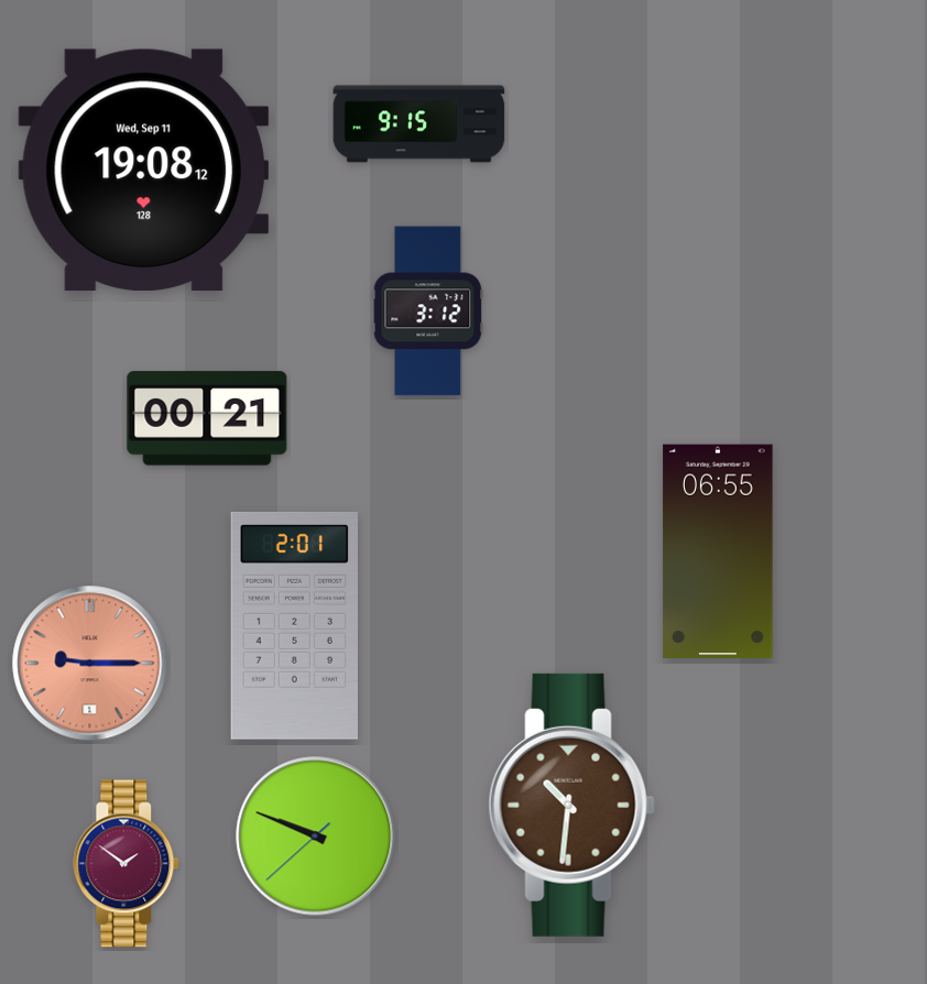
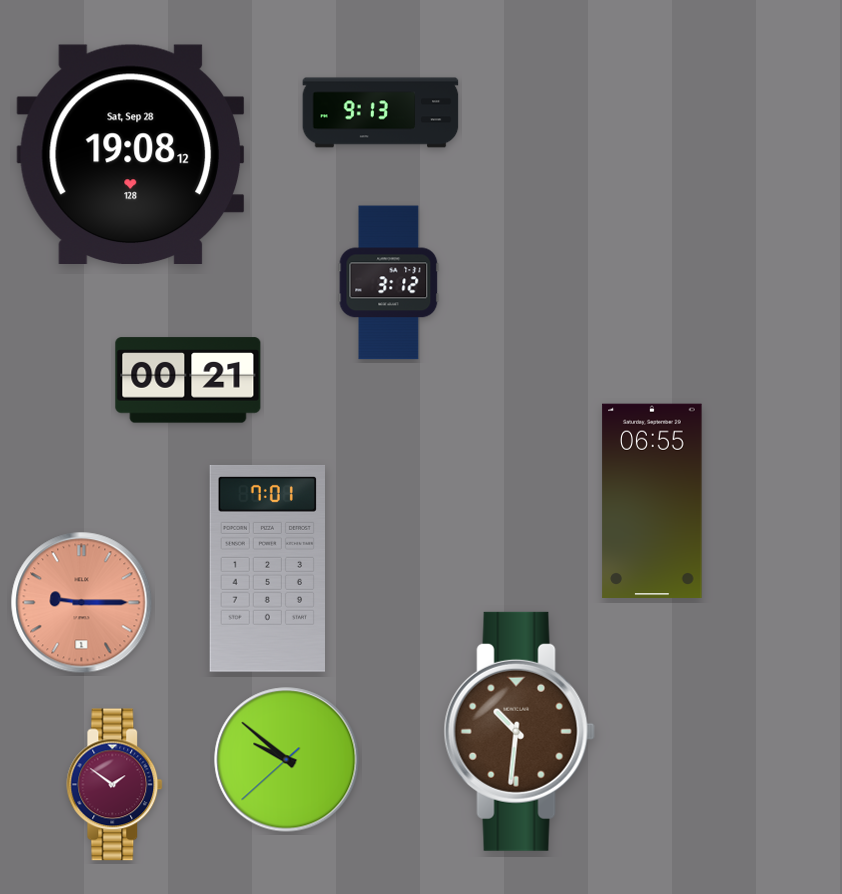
clock at (419, 124): 9:15 -> 9:13
clock at (144, 170) date: Wed, Sep 11 -> Sat, Sep 28
clock at (294, 625): 2:01 -> 7:01
clock at (316, 837): 9:48 -> 9:51
